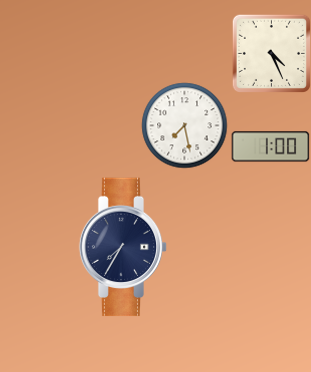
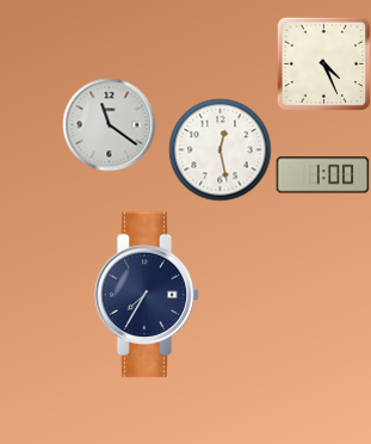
clock at (109, 124): none -> 11:21
clock at (184, 125): 7:28 -> 12:28
